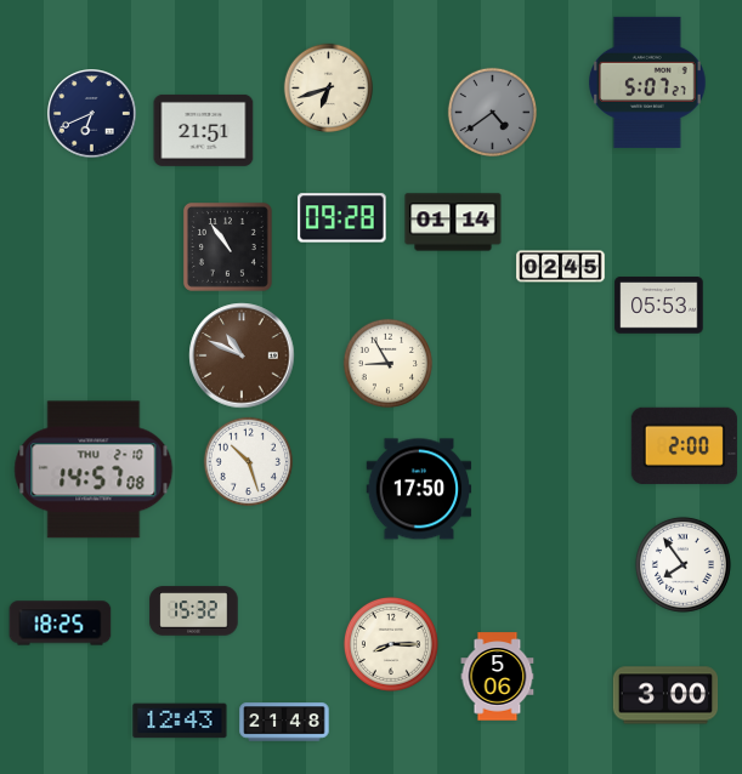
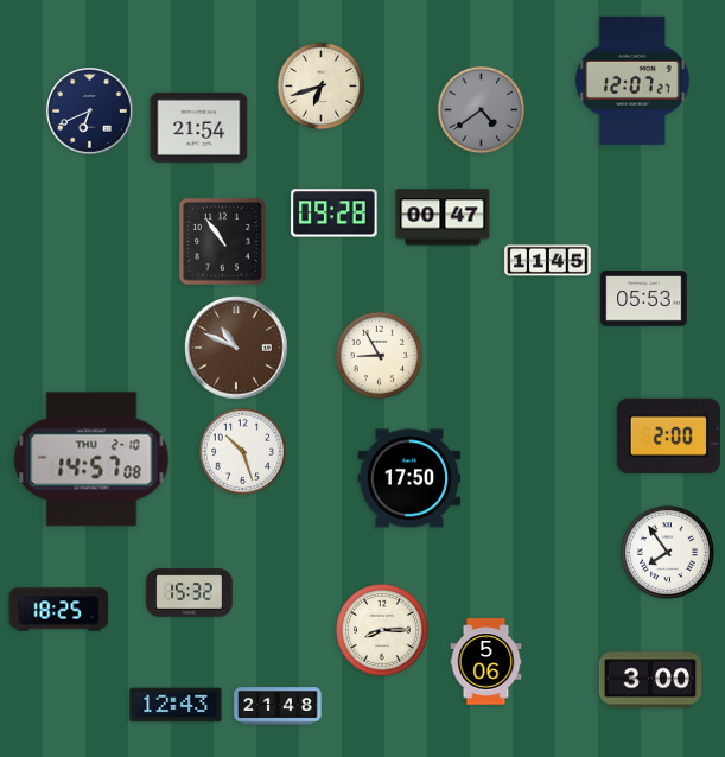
clock at (648, 82): 5:07 -> 12:07
clock at (204, 130): 21:51 -> 21:54
clock at (453, 222): 01:14 -> 00:47
clock at (561, 267): 02:45 -> 11:45
clock at (194, 611) position: (194, 611) -> (190, 593)
